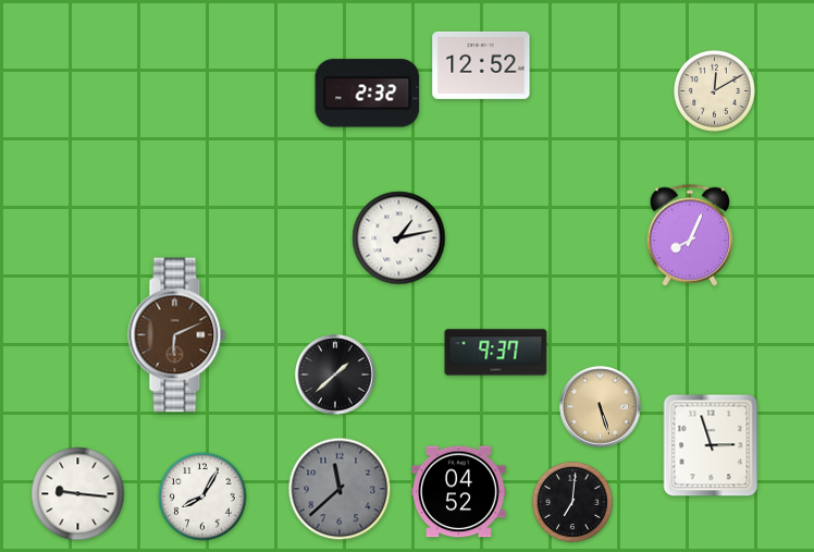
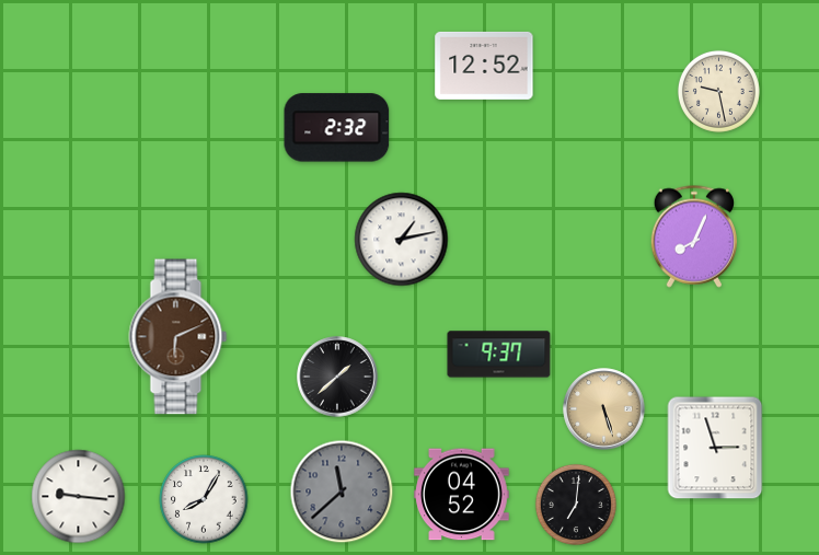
clock at (714, 90): 12:10 -> 9:28
clock at (368, 94) position: (368, 94) -> (337, 128)
